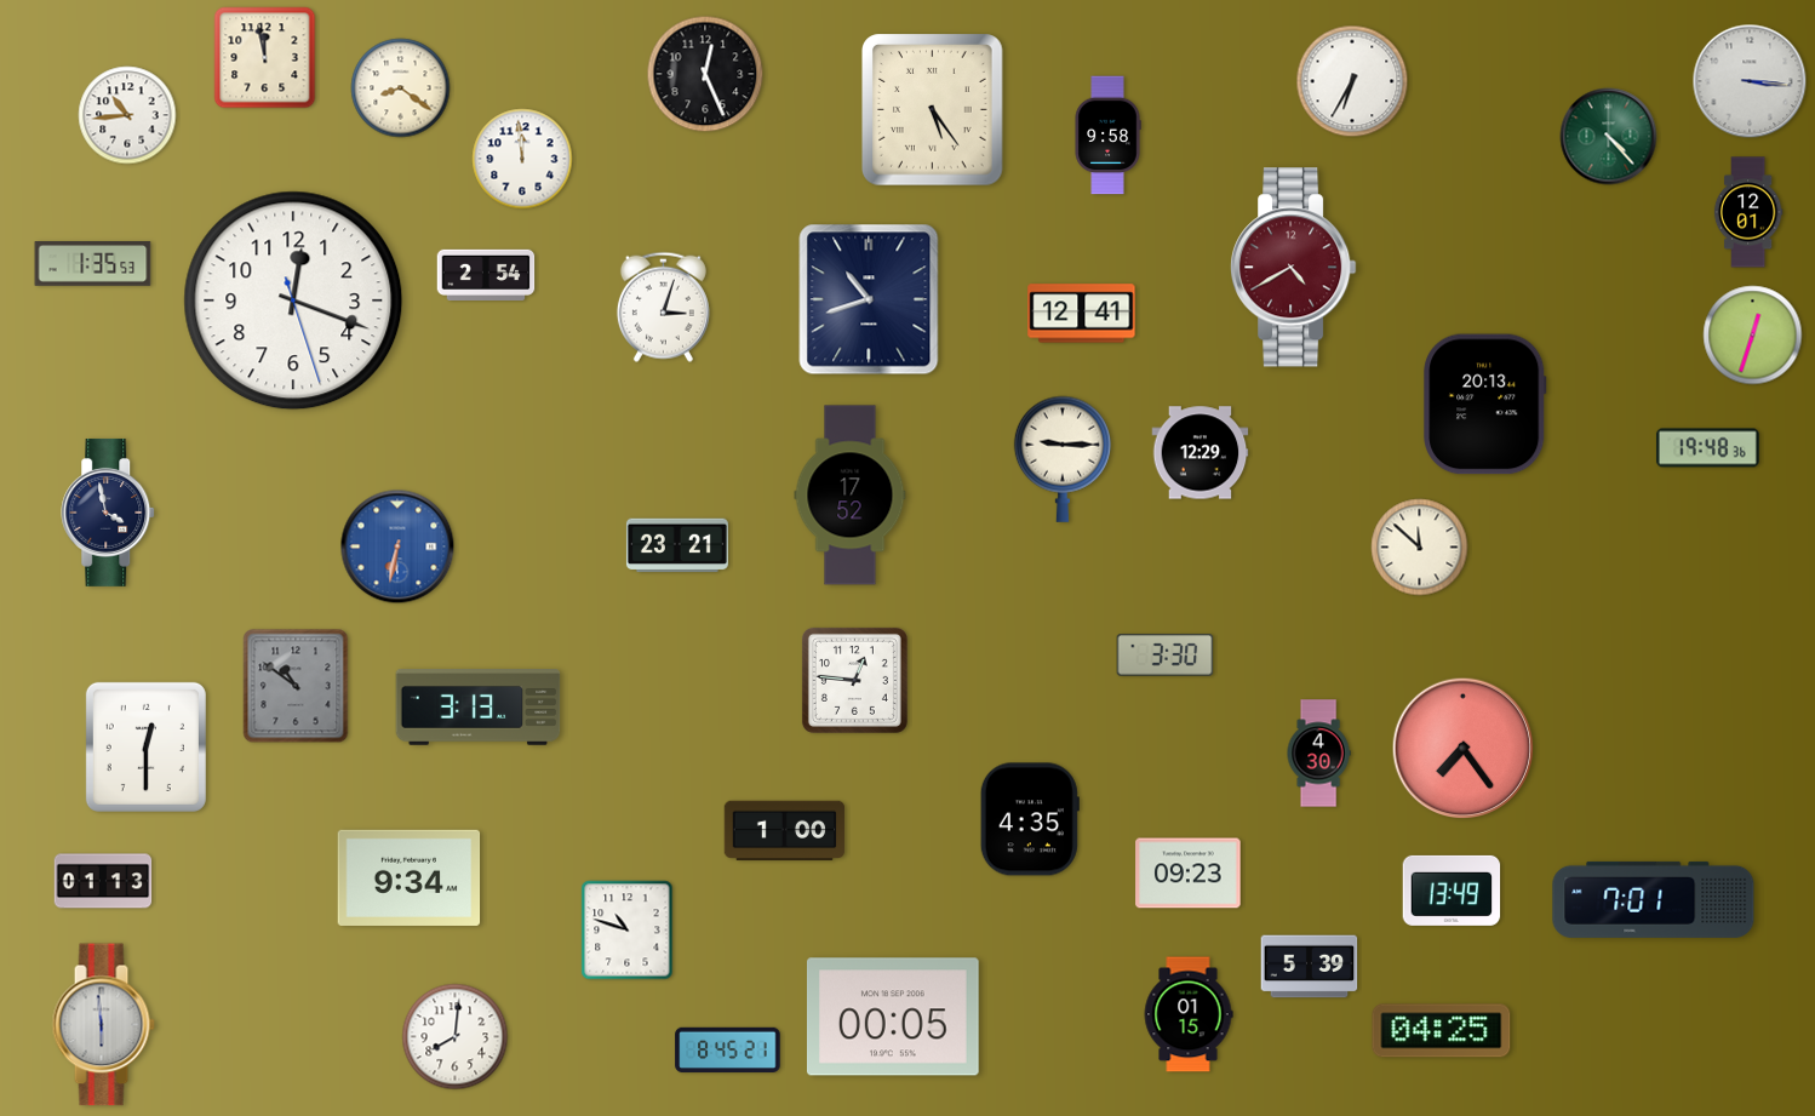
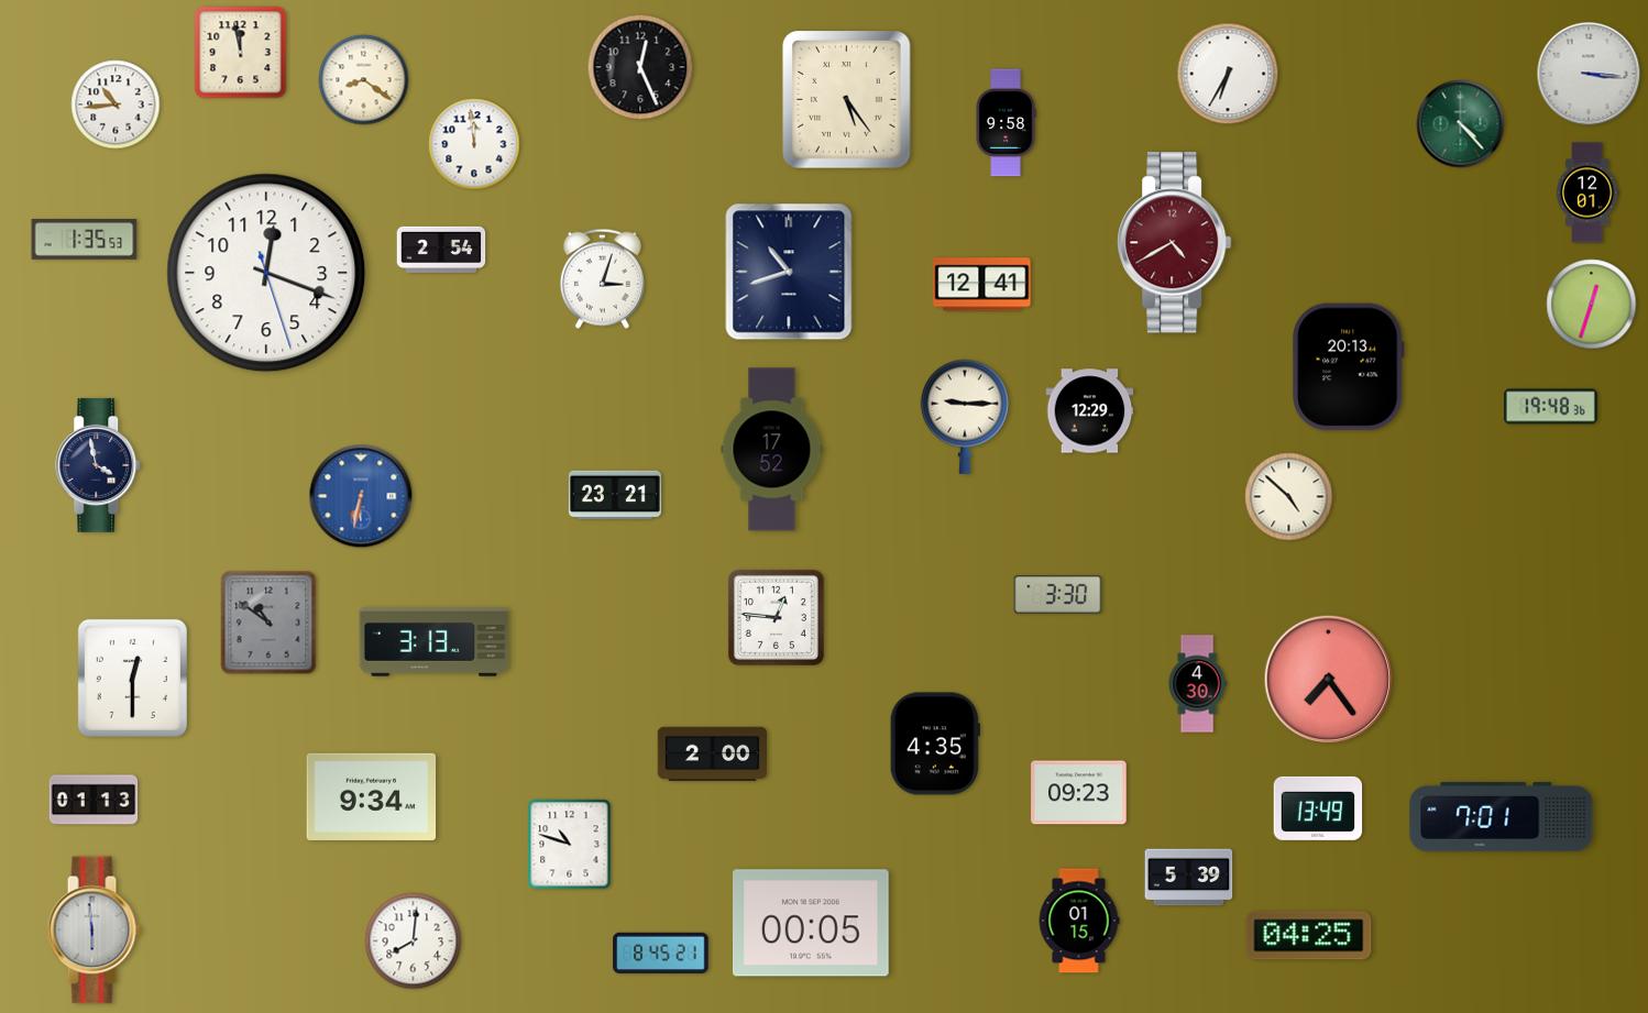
clock at (1420, 548): 11:52 -> 4:52
clock at (785, 831): 1:00 -> 2:00
